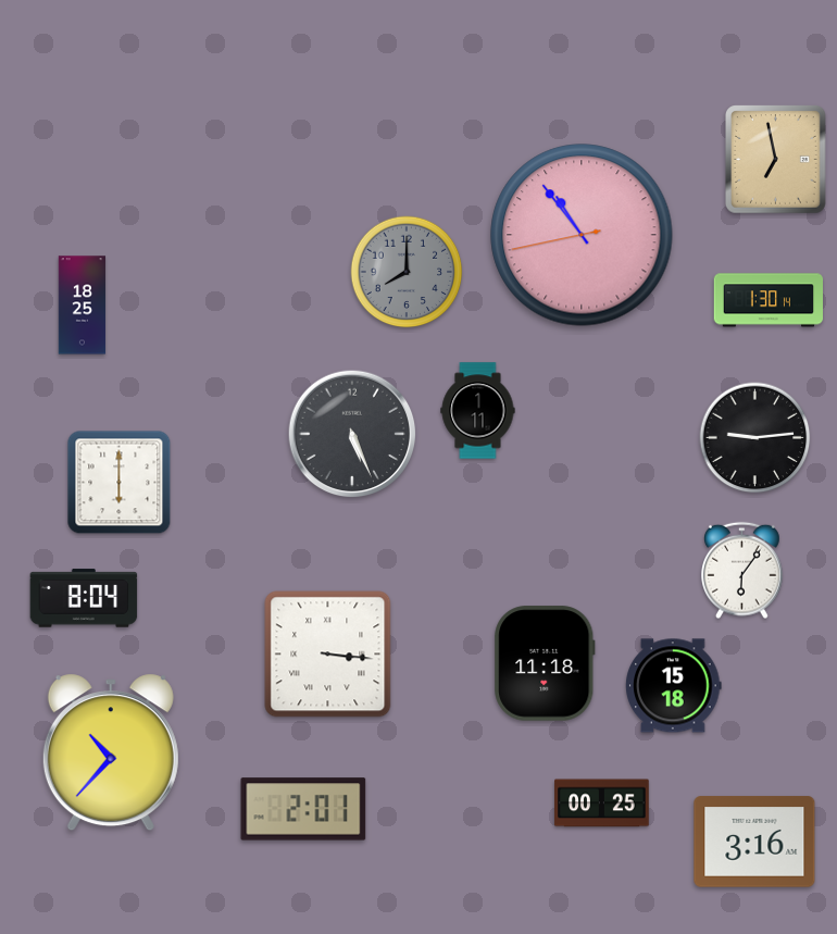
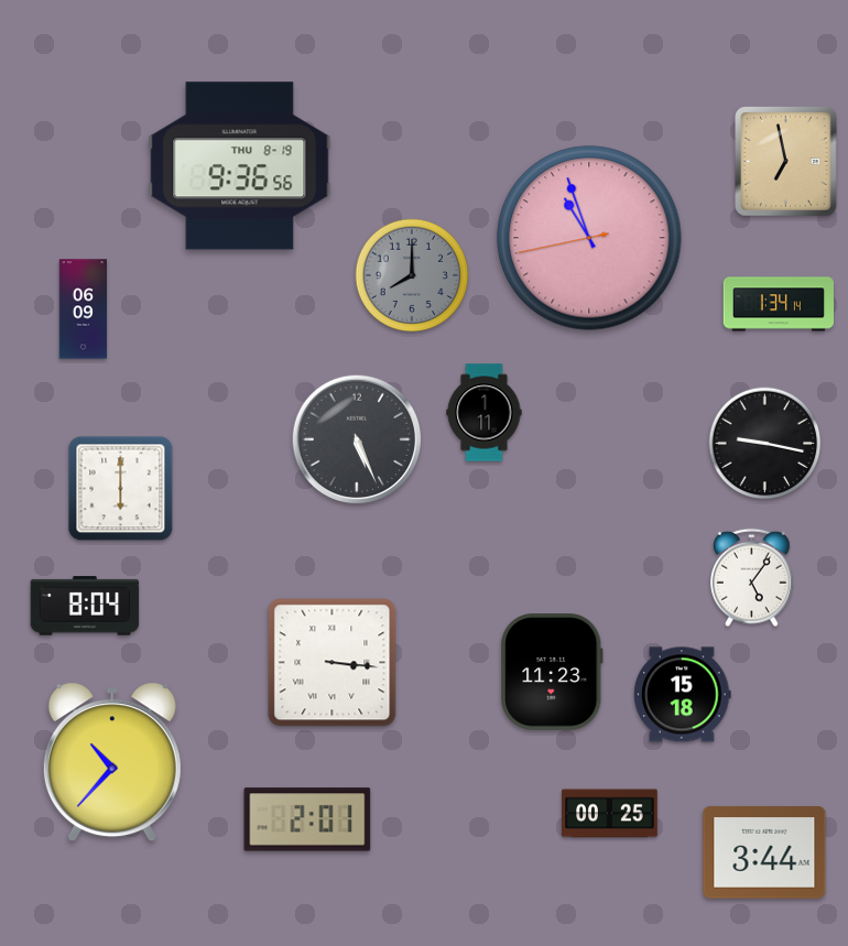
clock at (240, 166): none -> 9:36
clock at (582, 235): 10:53 -> 10:56
clock at (767, 300): 1:30 -> 1:34
clock at (83, 306): 18:25 -> 06:09
clock at (478, 411) position: (478, 411) -> (485, 413)
clock at (755, 438): 9:14 -> 9:17
clock at (742, 571): 6:06 -> 5:06
clock at (545, 663): 11:18 -> 11:23
clock at (754, 842): 3:16 -> 3:44
